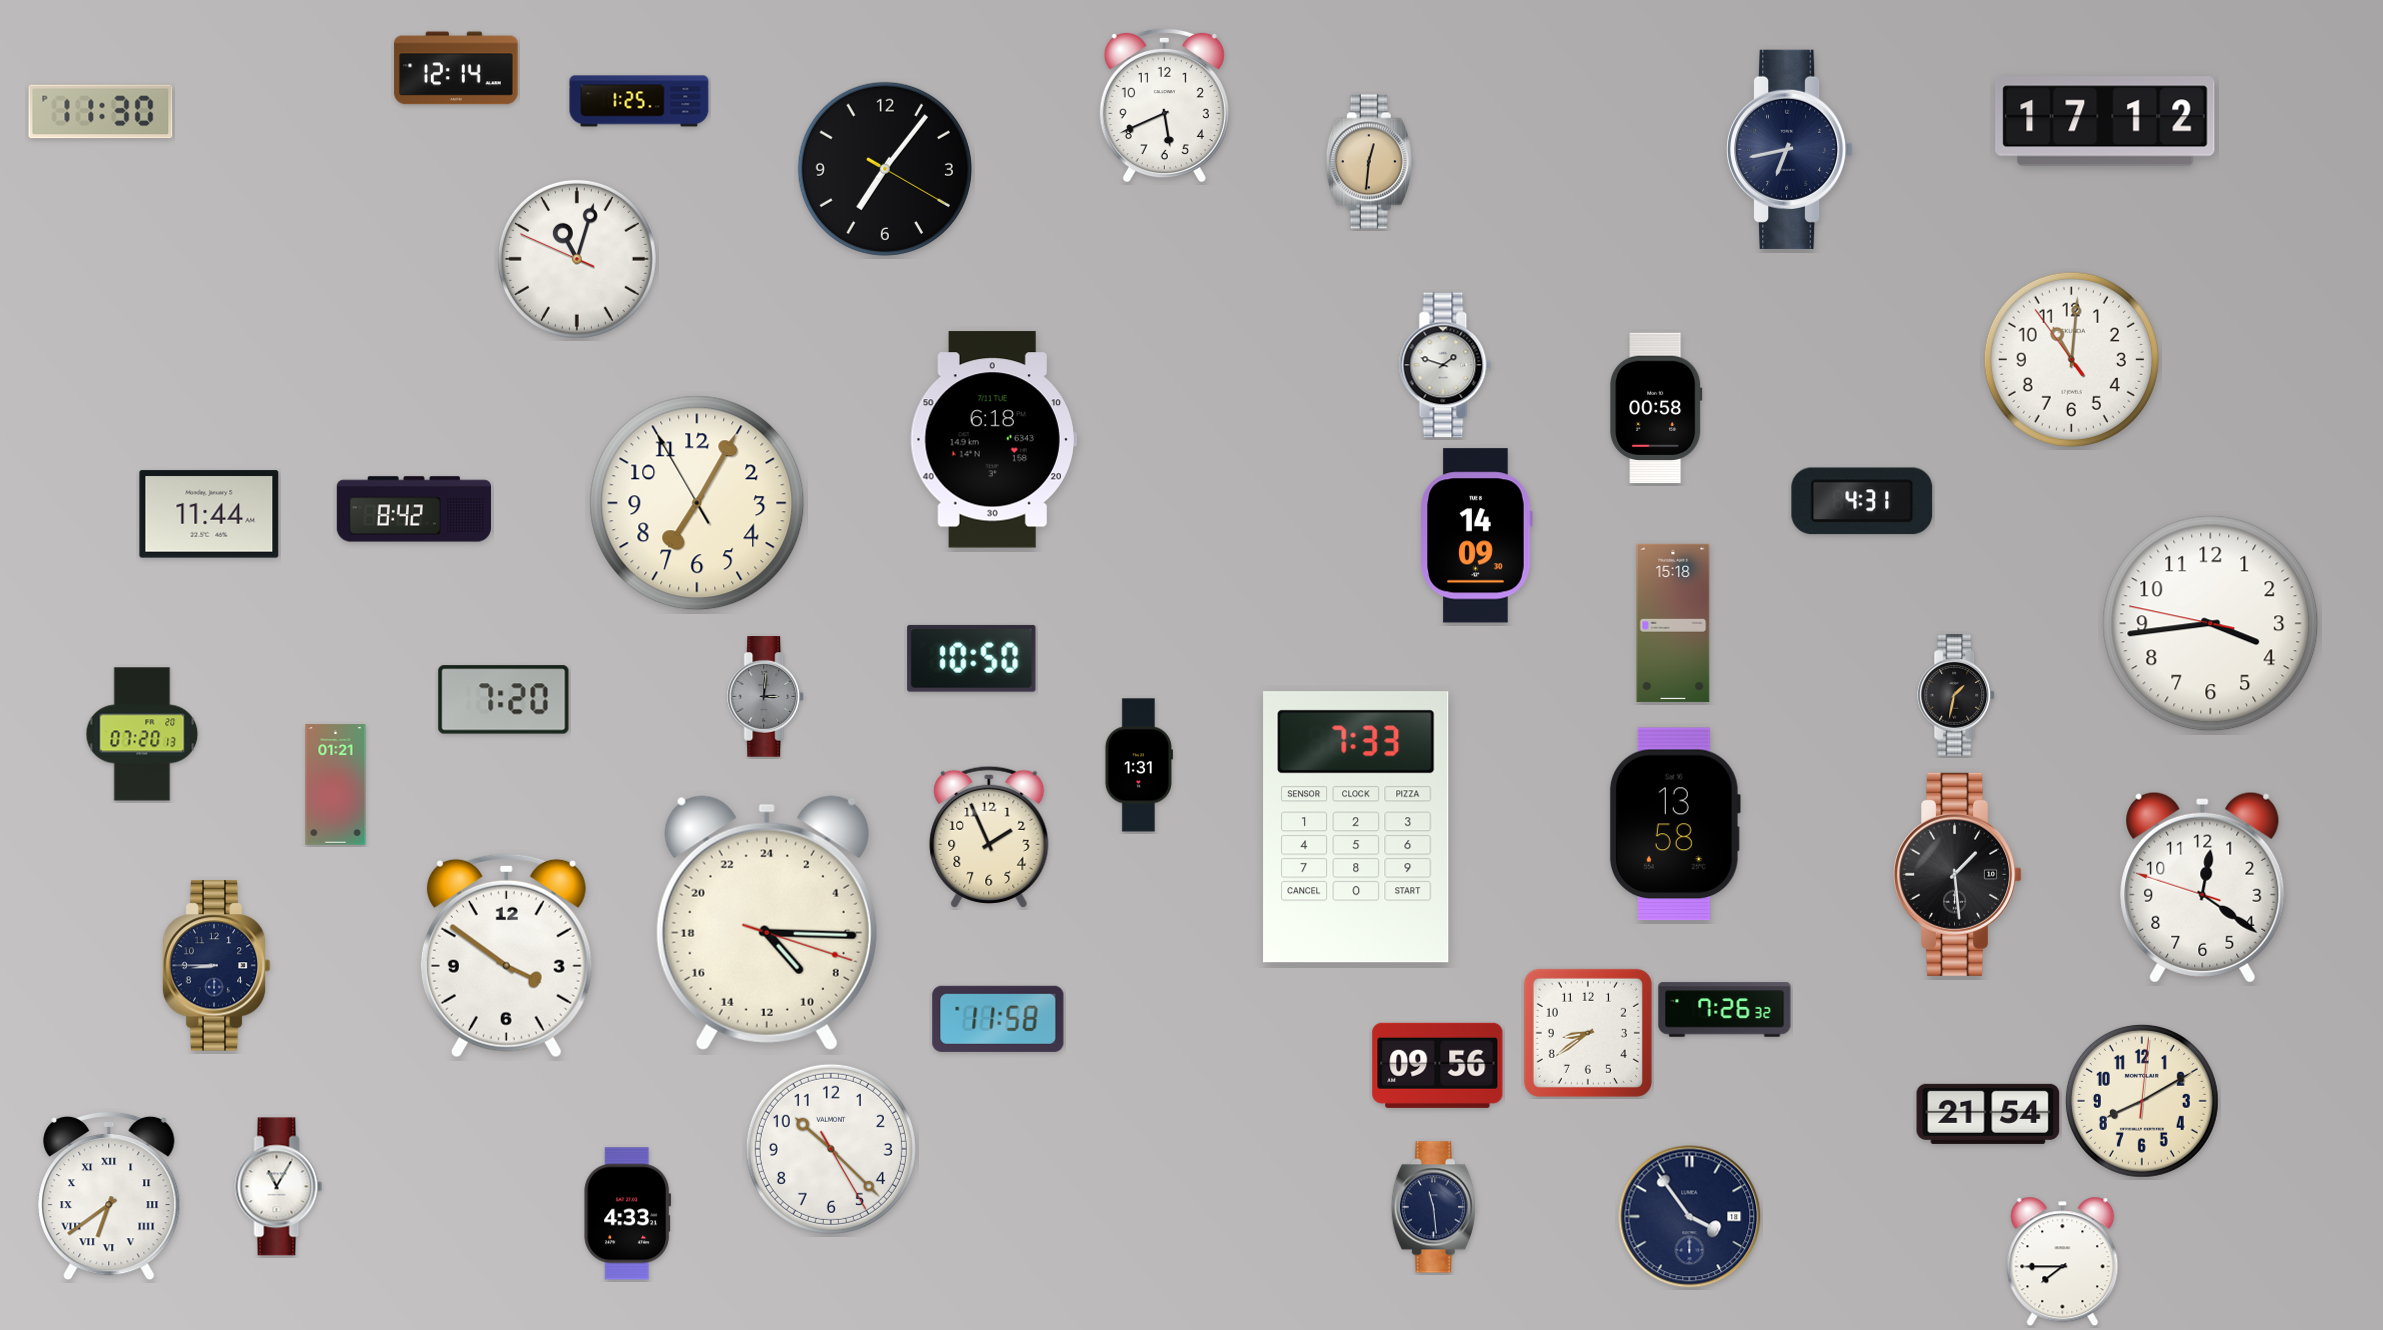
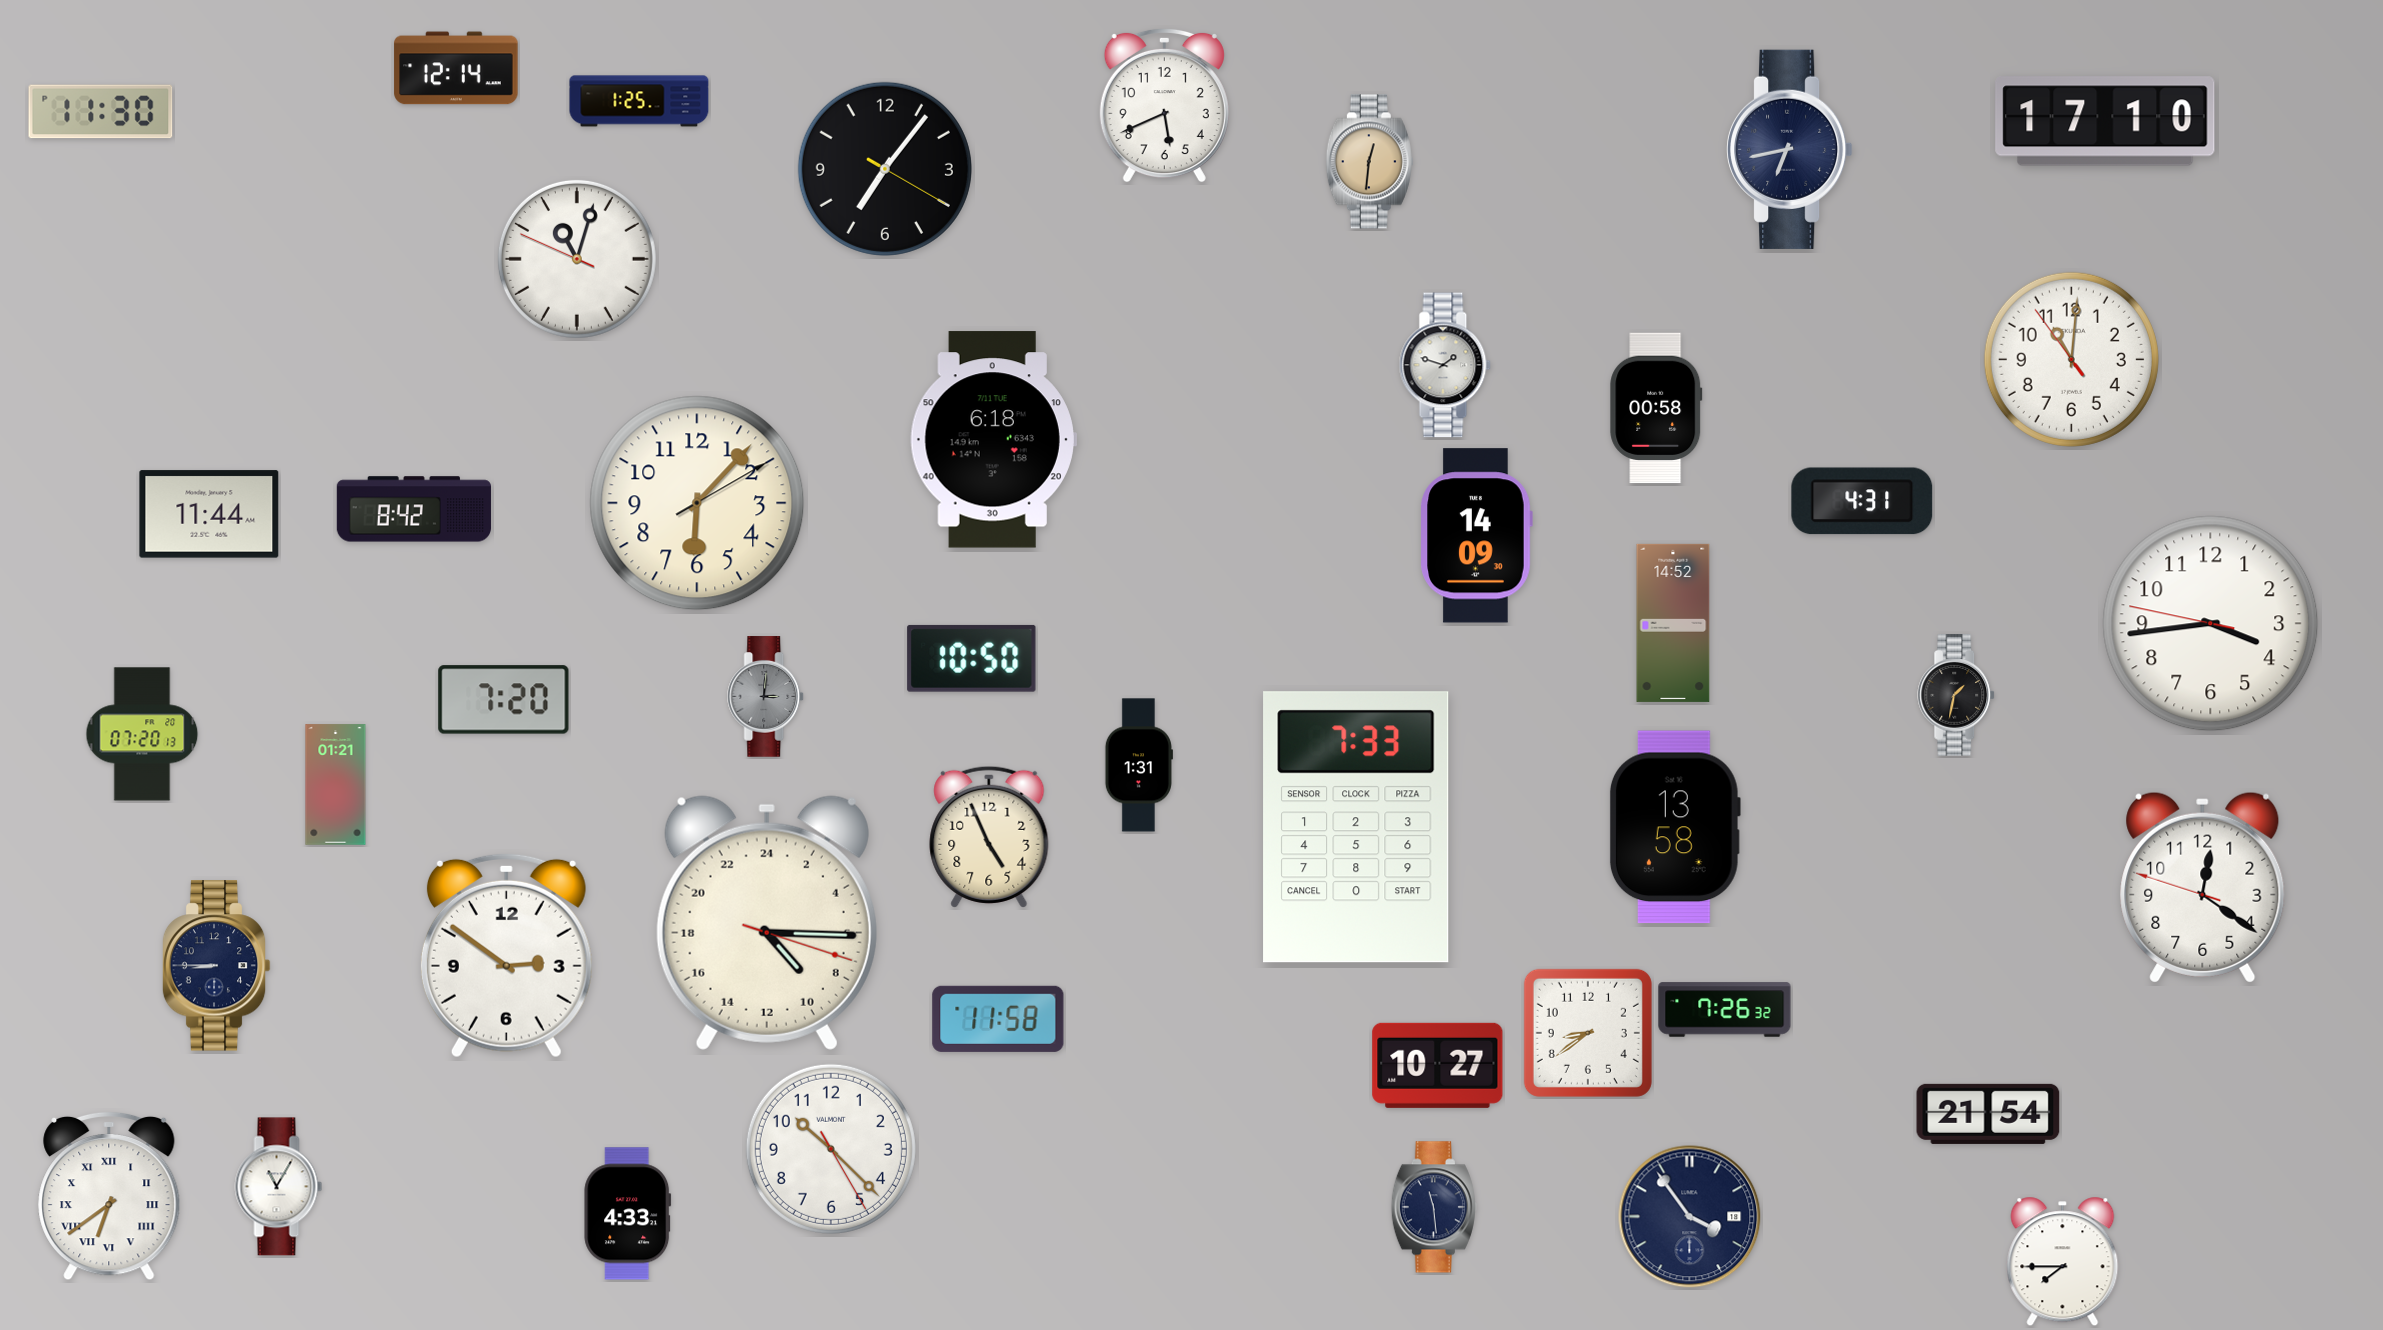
clock at (2105, 121): 17:12 -> 17:10
clock at (697, 503): 7:04 -> 6:07
clock at (1673, 623): 15:18 -> 14:52
clock at (1675, 824) position: (1675, 824) -> (1675, 827)
clock at (989, 837): 1:56 -> 4:56
clock at (1959, 874): 1:29 -> none
clock at (506, 955): 3:51 -> 2:51
clock at (1438, 1065): 09:56 -> 10:27
clock at (2142, 1101): 8:10 -> none
